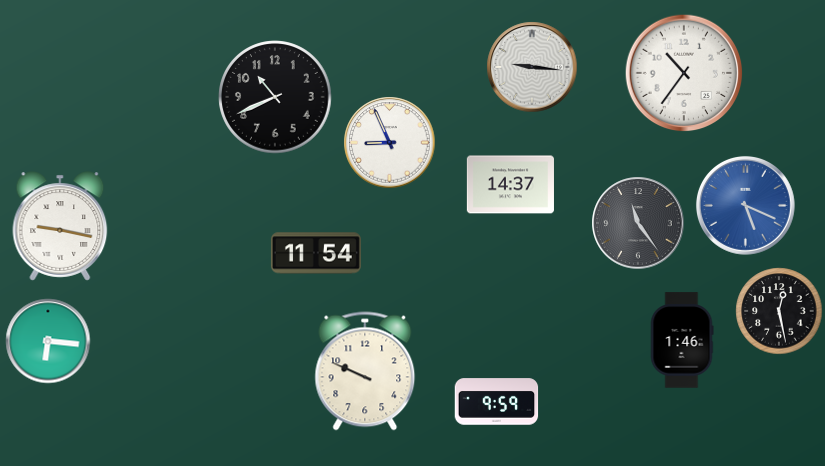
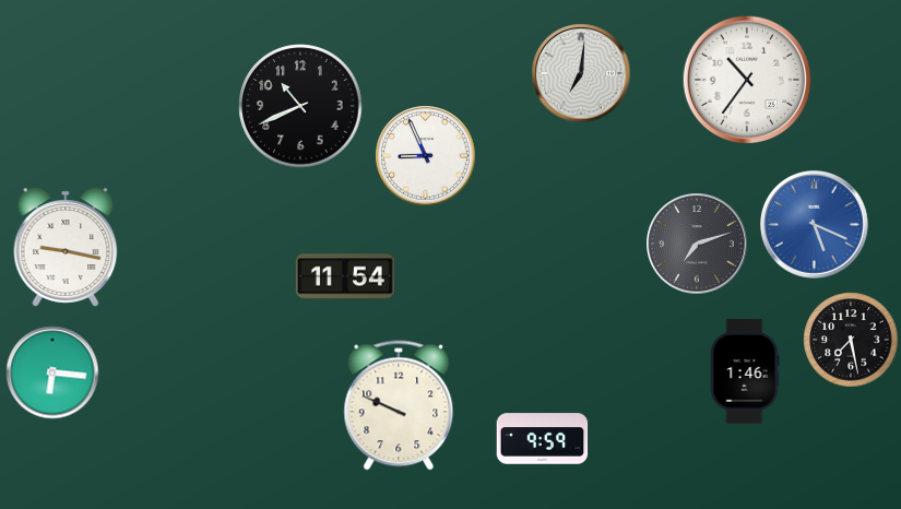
clock at (532, 67): 9:16 -> 7:01
clock at (510, 185): 14:37 -> none
clock at (638, 223): 11:24 -> 7:12
clock at (779, 311): 12:28 -> 7:28
